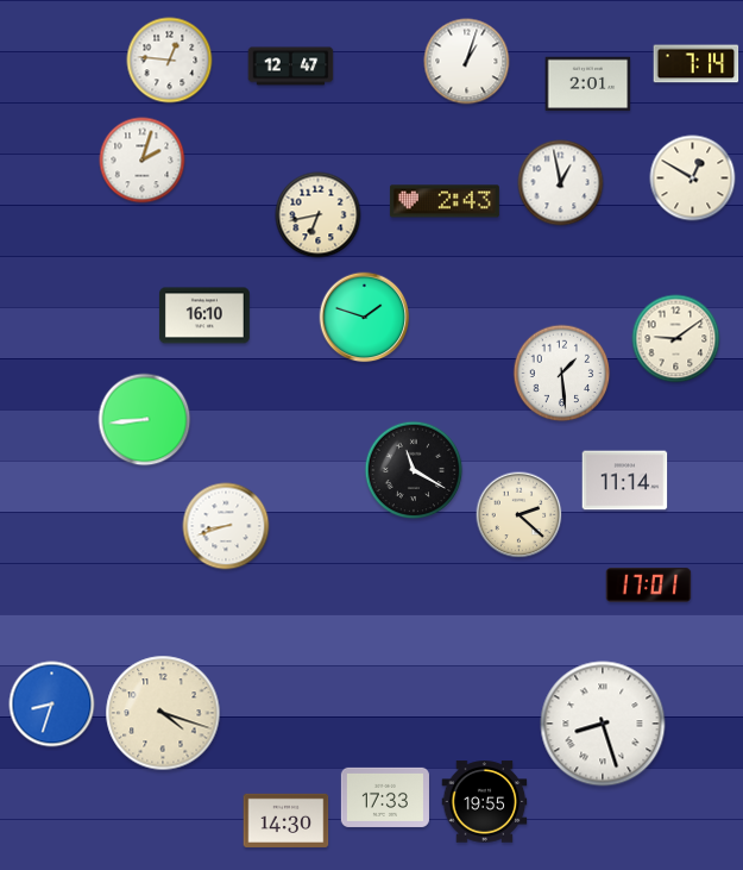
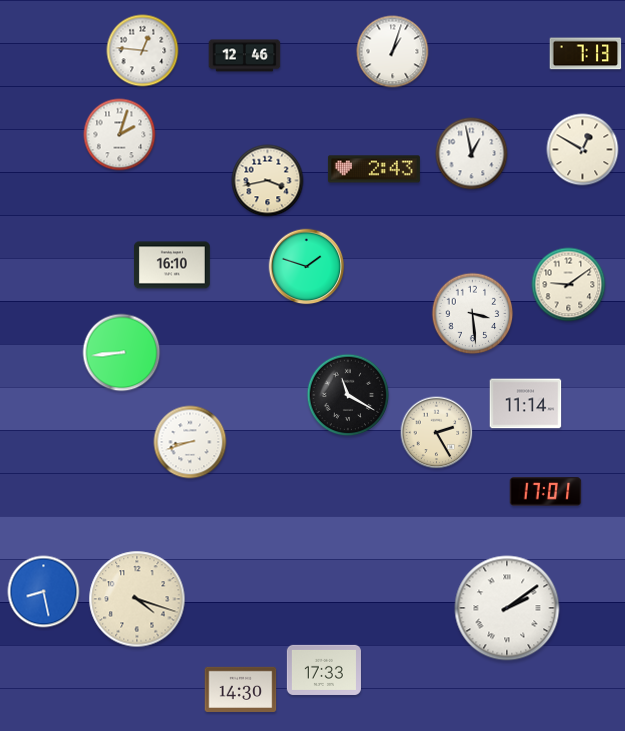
clock at (697, 64): 7:14 -> 7:13
clock at (291, 67): 12:47 -> 12:46
clock at (588, 85): 2:01 -> none
clock at (319, 215): 6:43 -> 3:43
clock at (562, 374): 1:29 -> 3:29
clock at (520, 515): 2:22 -> 2:25
clock at (52, 705): 8:33 -> 8:28
clock at (603, 724): 8:27 -> 2:09
clock at (485, 802): 19:55 -> none
